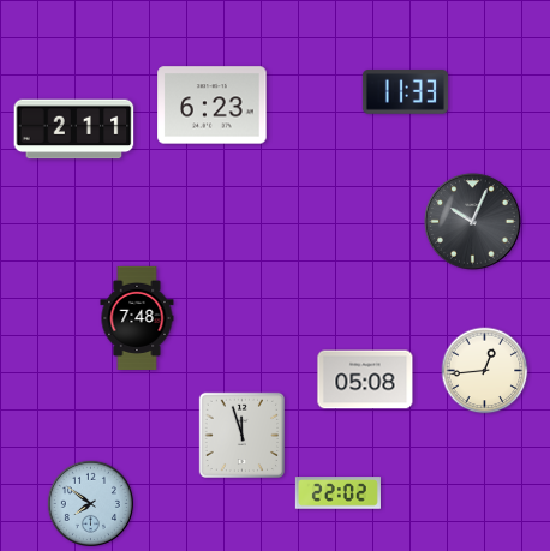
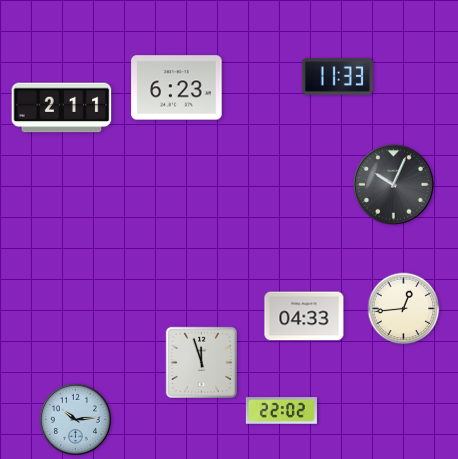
clock at (137, 317): 7:48 -> none
clock at (365, 379): 05:08 -> 04:33
clock at (90, 503): 7:51 -> 10:14
